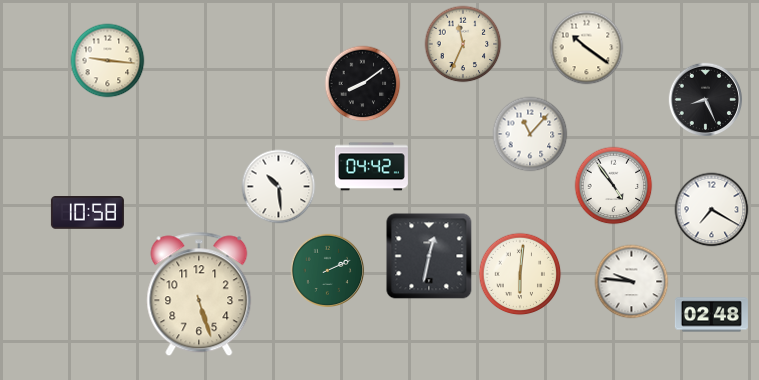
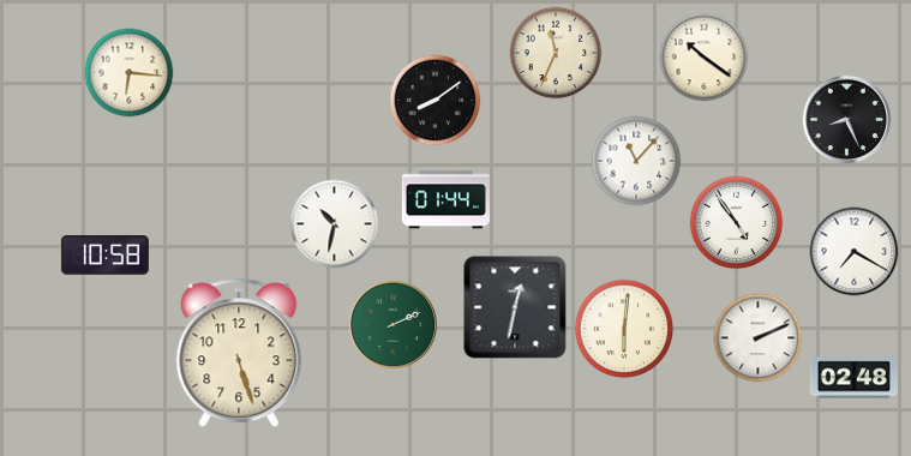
clock at (108, 61): 9:16 -> 6:16
clock at (371, 167): 04:42 -> 01:44
clock at (279, 187): 10:29 -> 10:32
clock at (632, 282): 9:46 -> 2:11
